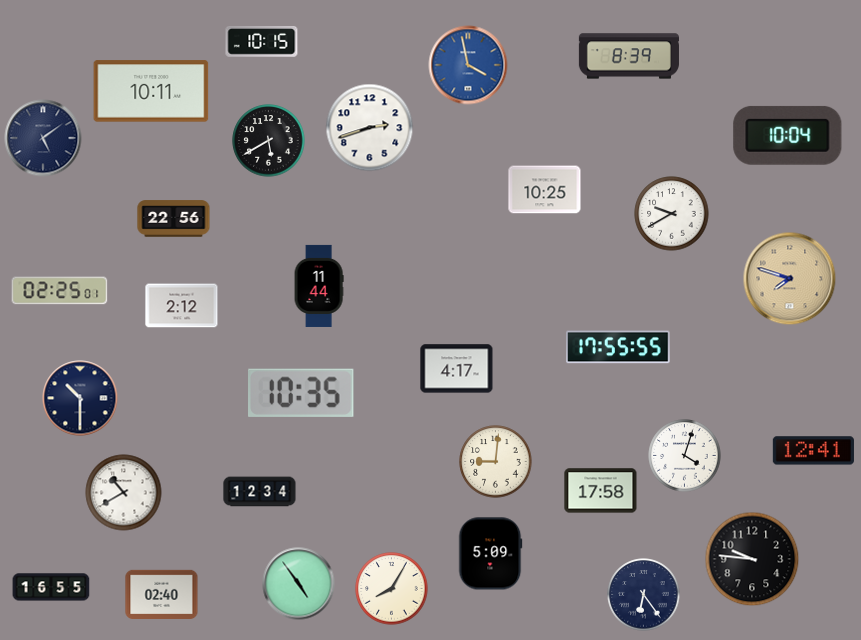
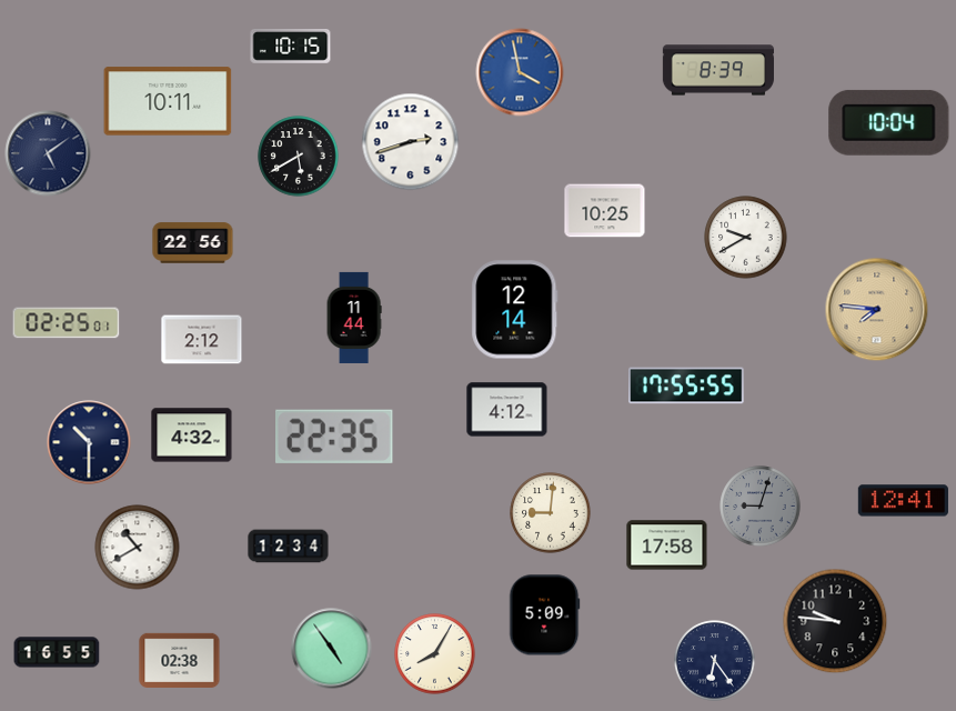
clock at (629, 56) position: (629, 56) -> (718, 70)
clock at (788, 135) position: (788, 135) -> (889, 122)
clock at (515, 310): none -> 12:14
clock at (790, 279): 7:48 -> 7:46
clock at (457, 369): 4:17 -> 4:12
clock at (192, 435): none -> 4:32
clock at (302, 393): 10:35 -> 22:35
clock at (685, 456): 4:03 -> 9:03
clock at (685, 456) dial: white -> grey
clock at (162, 594): 02:40 -> 02:38
